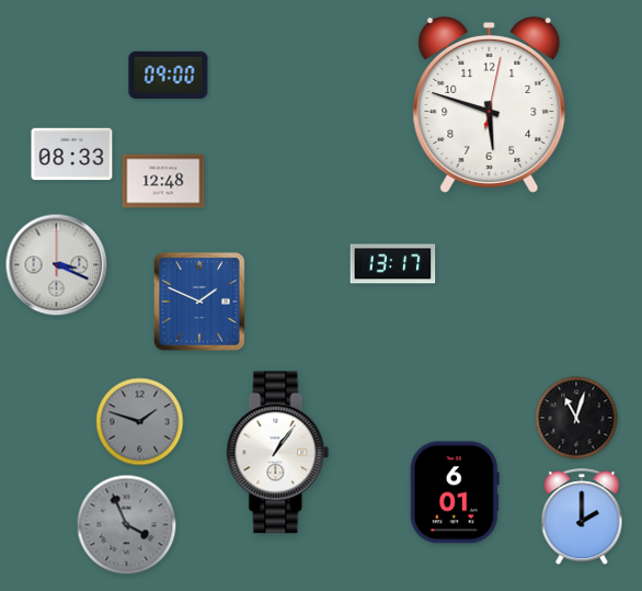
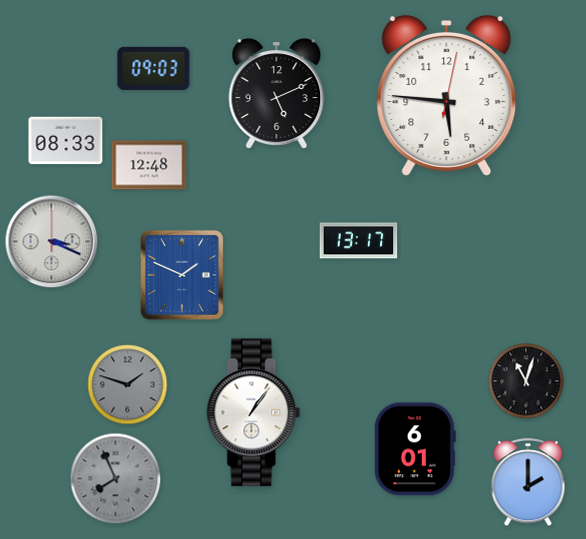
clock at (169, 75): 09:00 -> 09:03
clock at (277, 94): none -> 5:11
clock at (490, 104): 5:48 -> 5:46
clock at (582, 518) position: (582, 518) -> (528, 483)
clock at (127, 525): 3:56 -> 7:56
